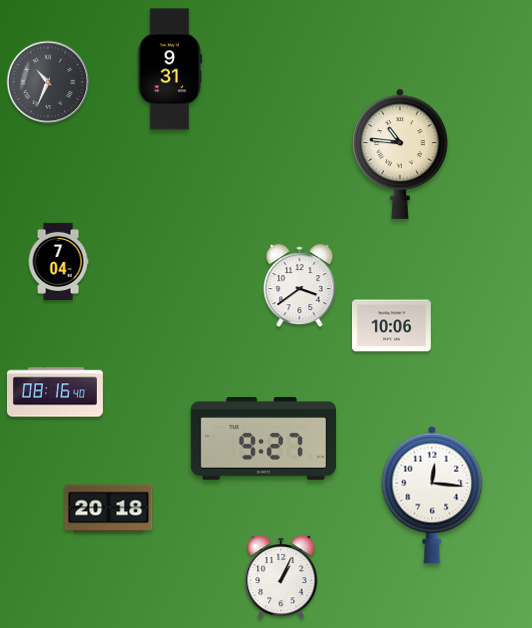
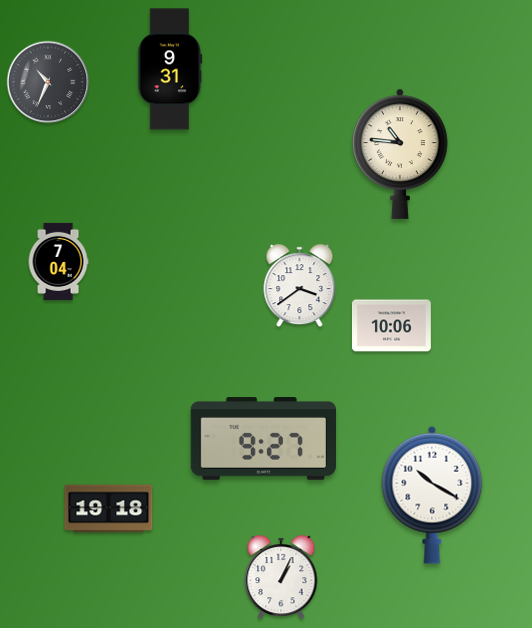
clock at (55, 392): 08:16 -> none
clock at (432, 495): 12:16 -> 10:20
clock at (109, 509): 20:18 -> 19:18
